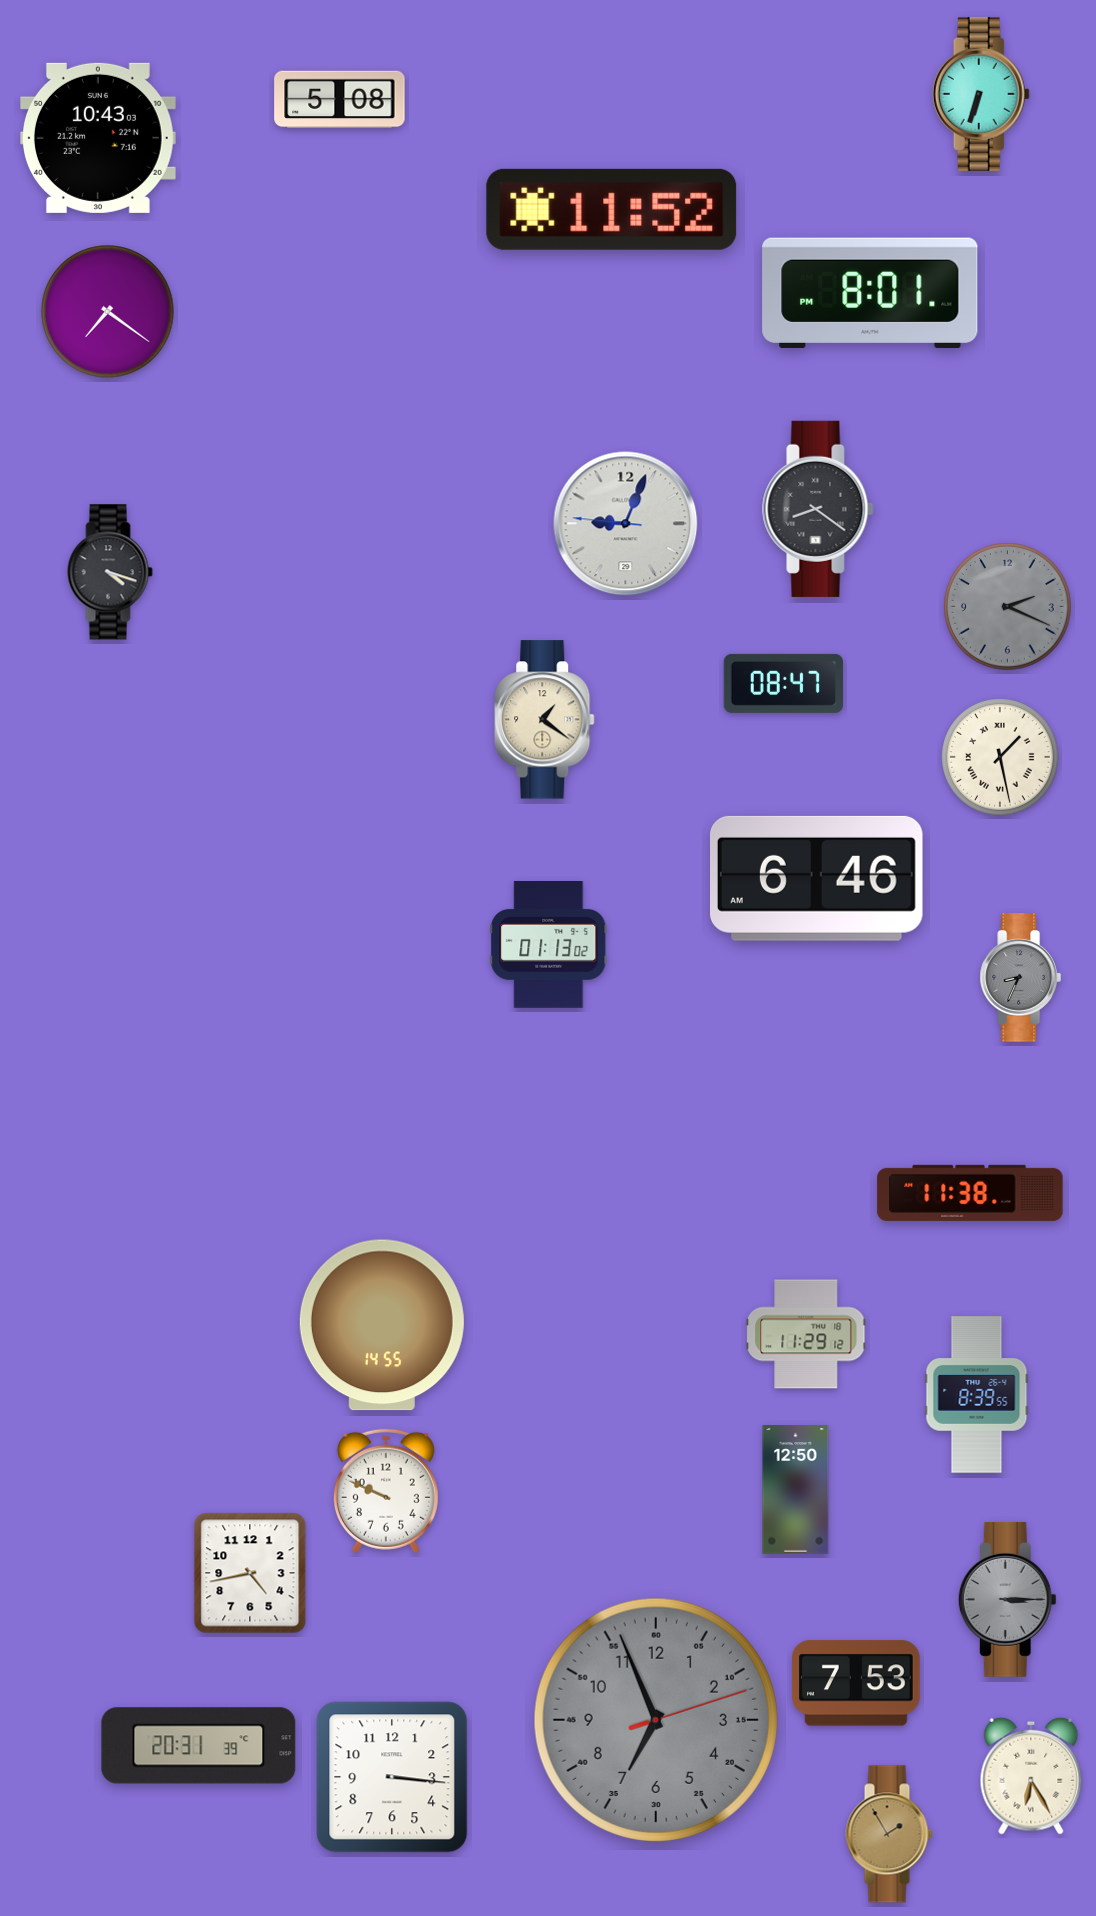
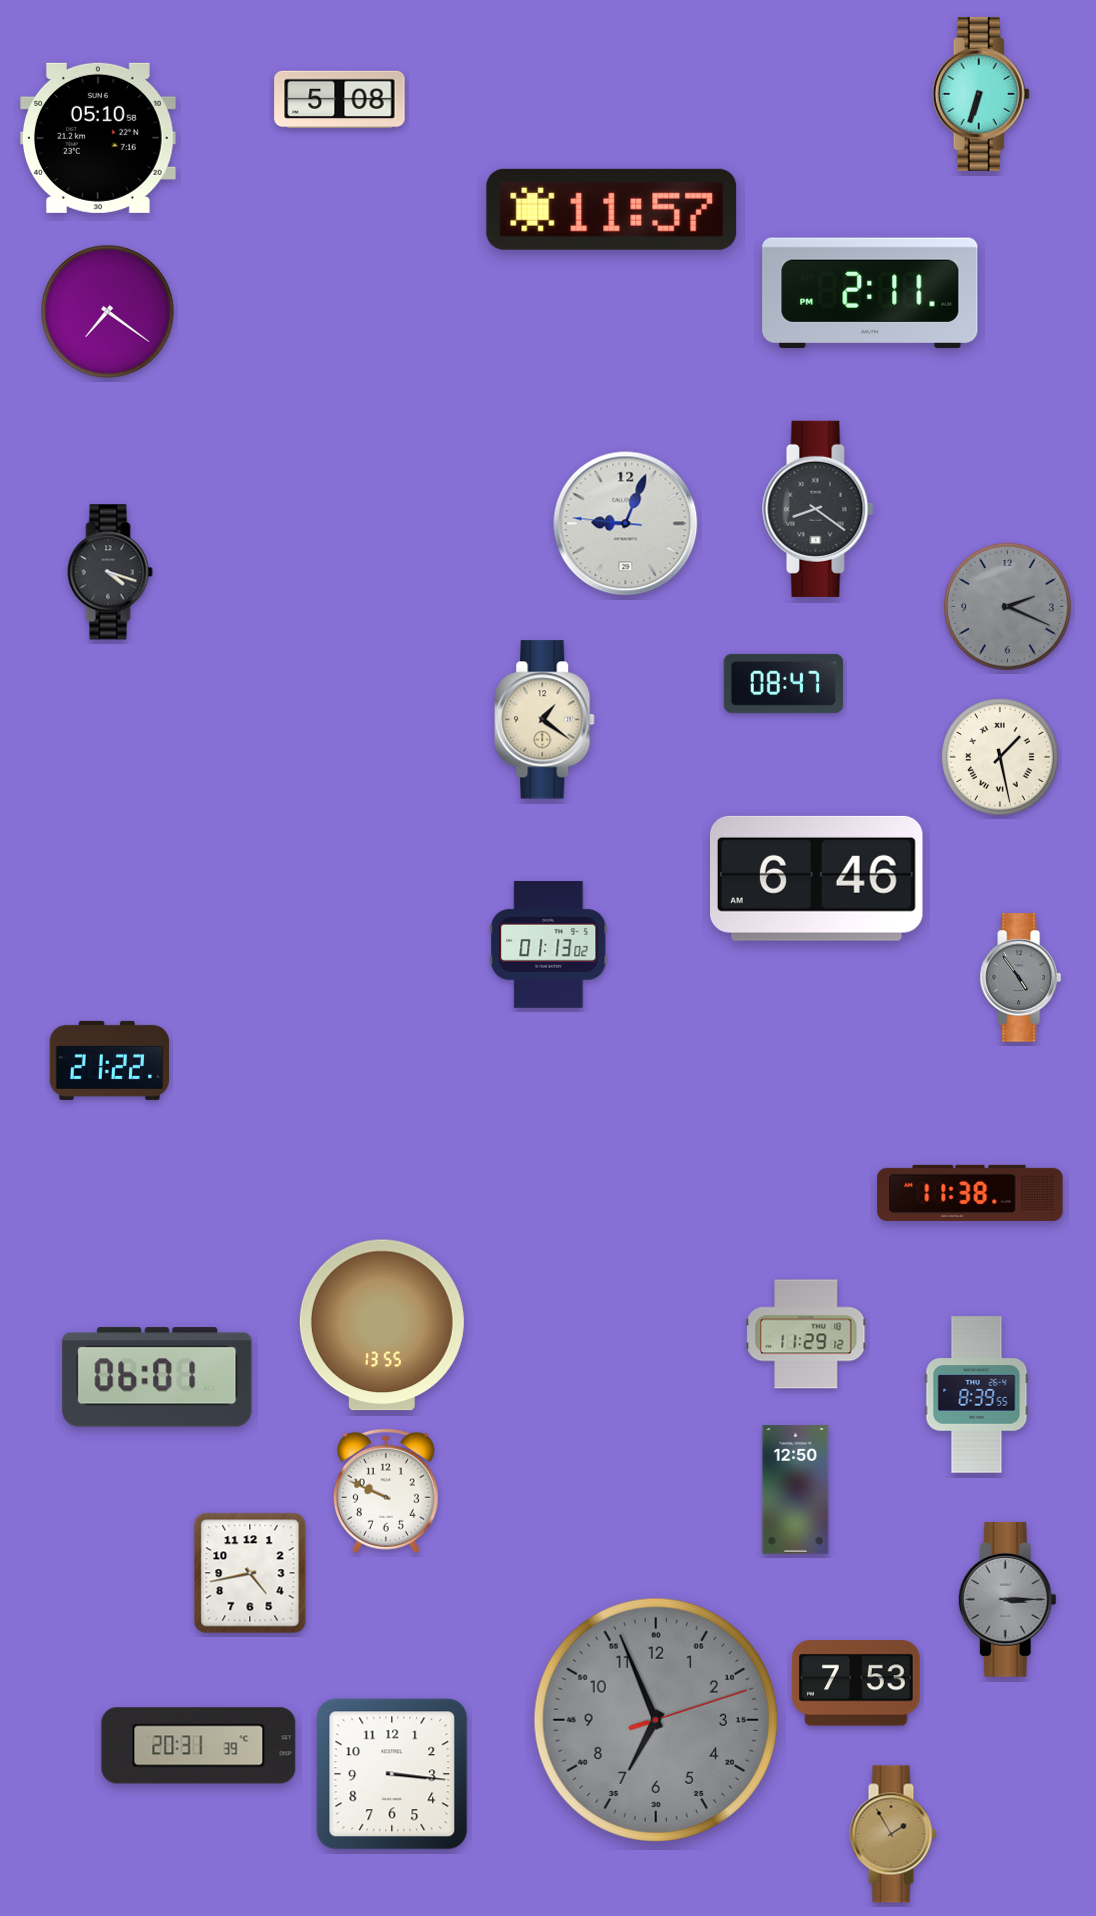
clock at (99, 138): 10:43 -> 05:10
clock at (612, 209): 11:52 -> 11:57
clock at (870, 293): 8:01 -> 2:11
clock at (1020, 978): 8:34 -> 4:54
clock at (110, 1060): none -> 21:22
clock at (382, 1325): 14:55 -> 13:55
clock at (157, 1377): none -> 06:01
clock at (1031, 1776): 6:25 -> none
clock at (392, 1777) position: (392, 1777) -> (392, 1774)
clock at (889, 1834) position: (889, 1834) -> (893, 1834)
